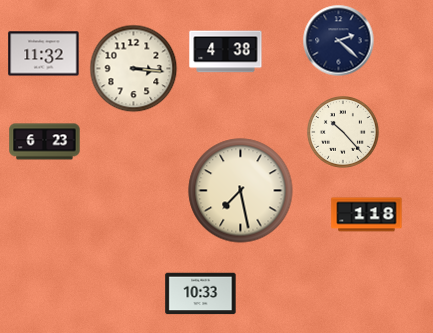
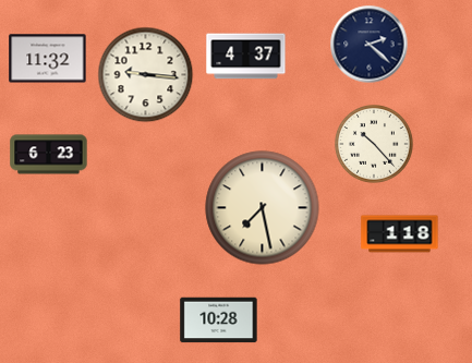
clock at (226, 52): 4:38 -> 4:37
clock at (134, 69): 3:16 -> 9:16
clock at (201, 294): 10:33 -> 10:28
